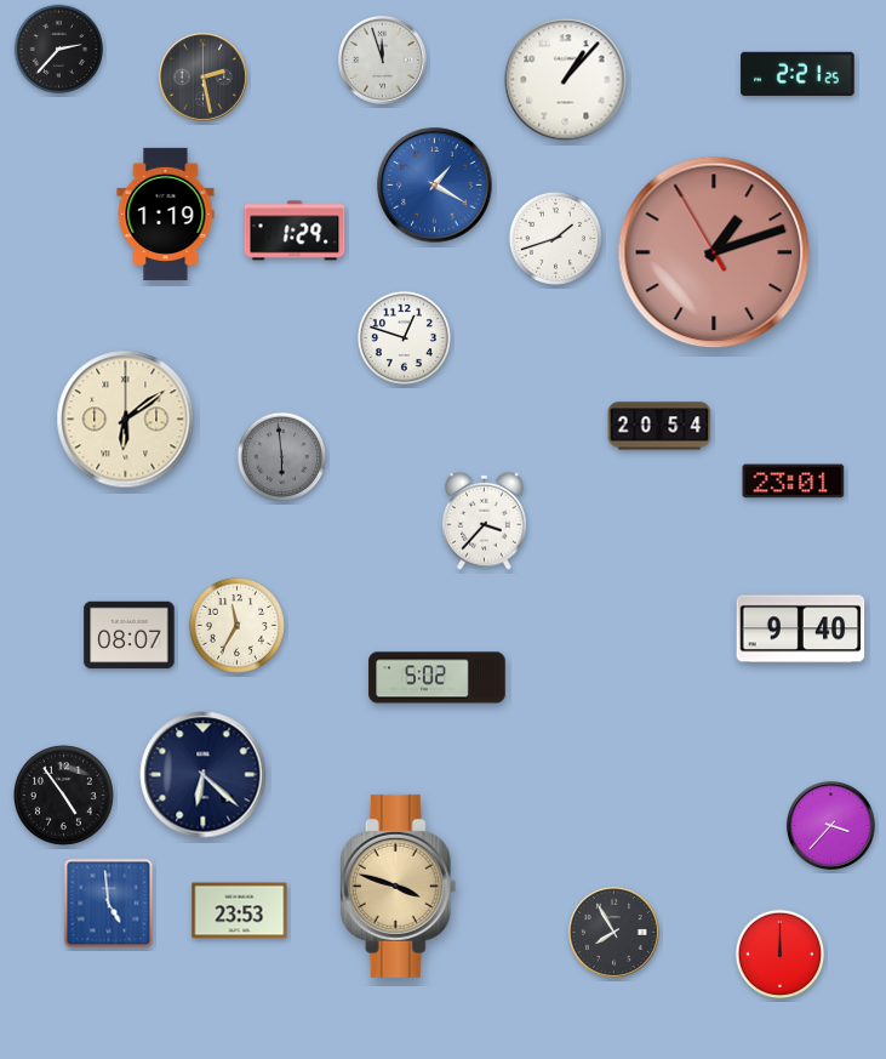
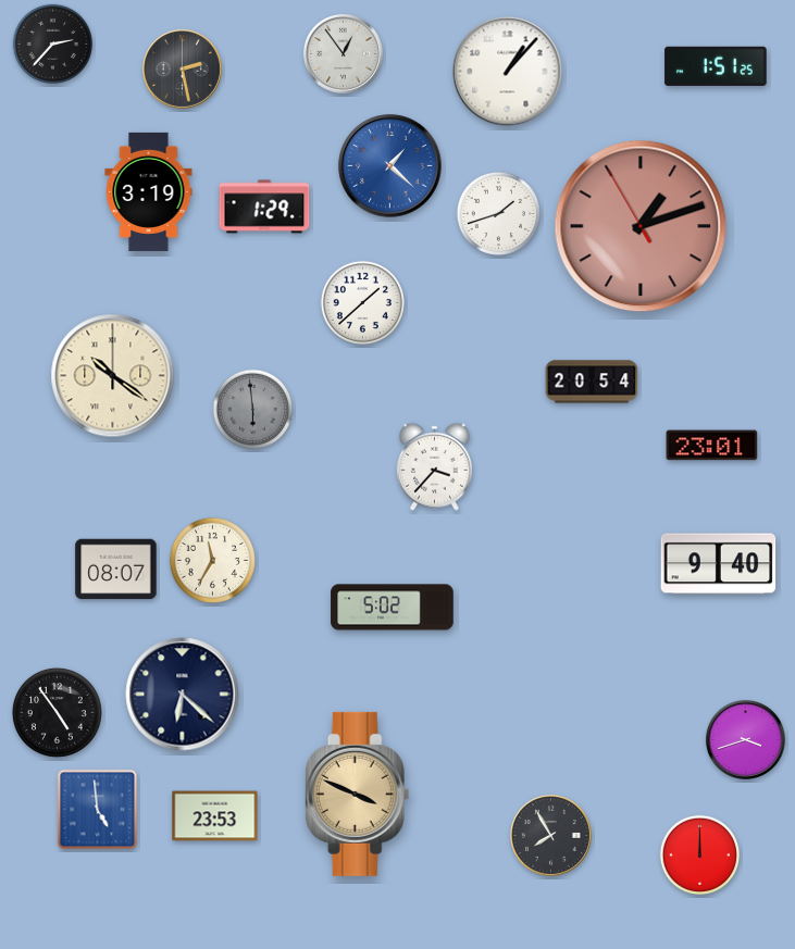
clock at (382, 59): 11:57 -> 12:54
clock at (798, 74): 2:21 -> 1:51
clock at (435, 186): 1:20 -> 1:22
clock at (166, 213): 1:19 -> 3:19
clock at (404, 337): 12:48 -> 1:38
clock at (126, 420): 6:09 -> 10:21
clock at (794, 482) position: (794, 482) -> (712, 446)
clock at (830, 825): 3:37 -> 3:42
clock at (399, 886): 3:48 -> 3:49
